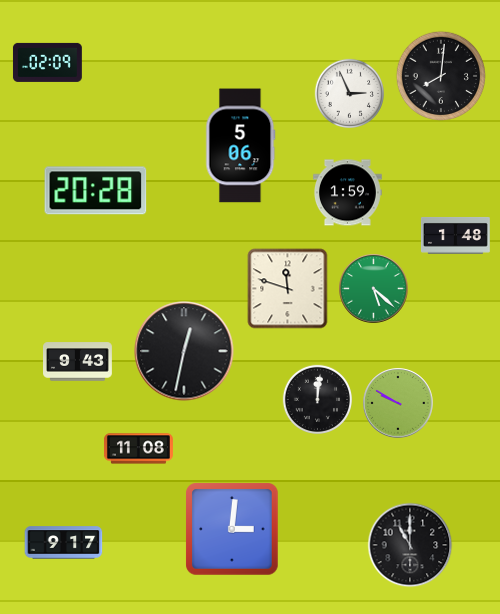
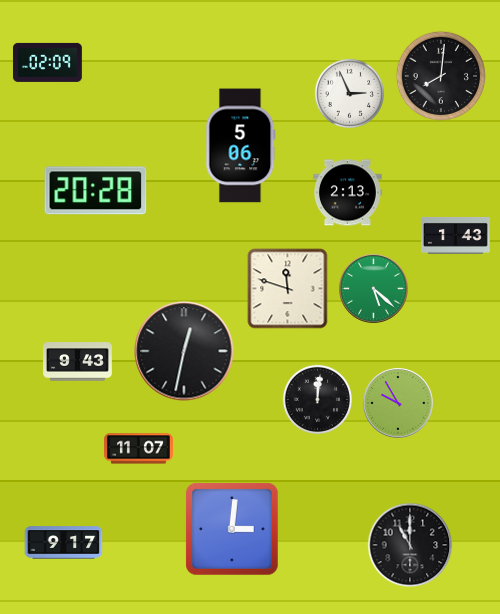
clock at (347, 193): 1:59 -> 2:13
clock at (455, 236): 1:48 -> 1:43
clock at (398, 403): 9:50 -> 9:55
clock at (139, 449): 11:08 -> 11:07
